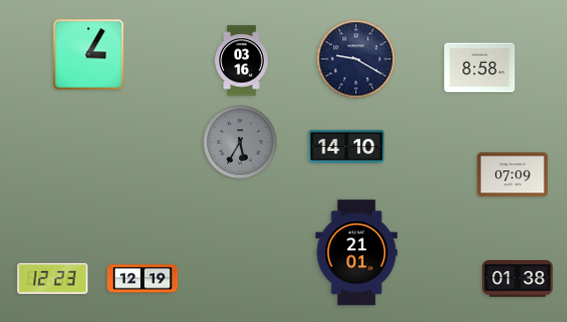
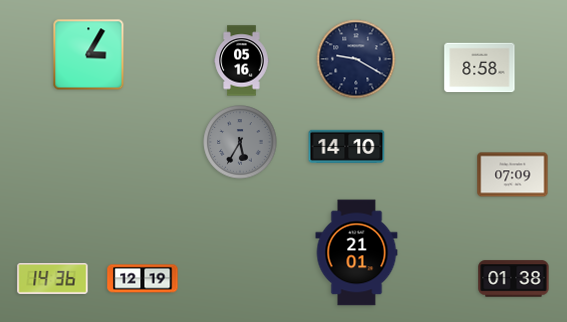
clock at (242, 61): 03:16 -> 05:16
clock at (53, 279): 12:23 -> 14:36
clock at (518, 279) position: (518, 279) -> (514, 279)
